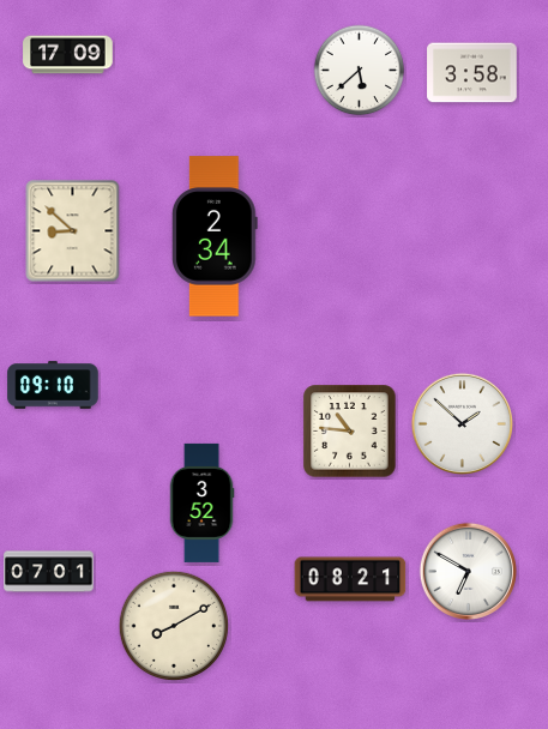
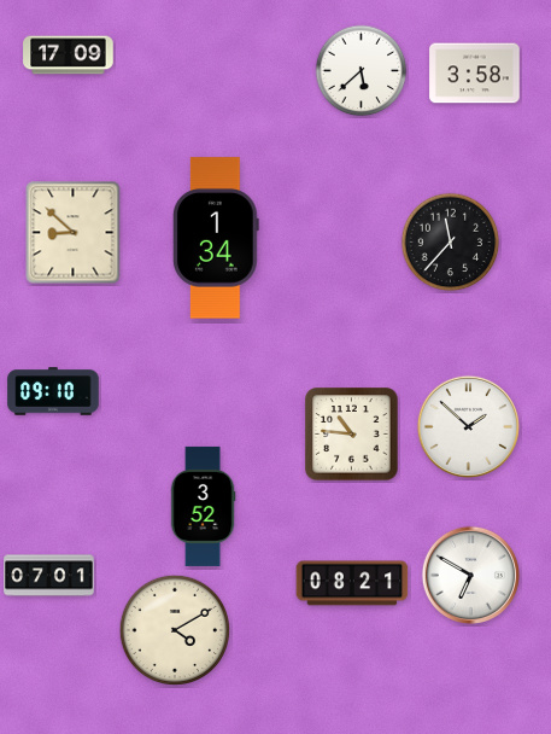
clock at (216, 236): 2:34 -> 1:34
clock at (451, 243): none -> 11:37
clock at (53, 385) position: (53, 385) -> (53, 391)
clock at (462, 423) position: (462, 423) -> (468, 426)
clock at (174, 626): 8:10 -> 4:10
